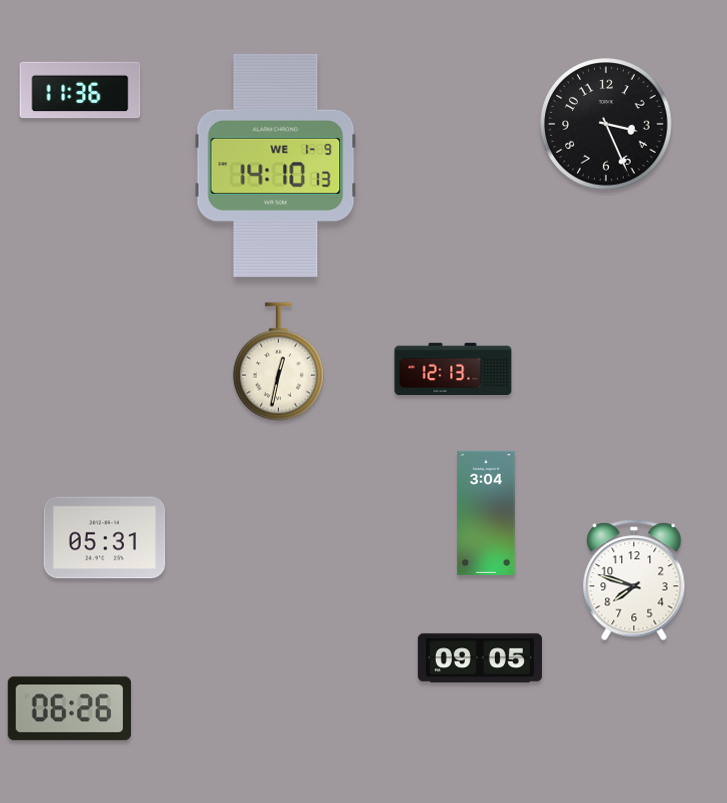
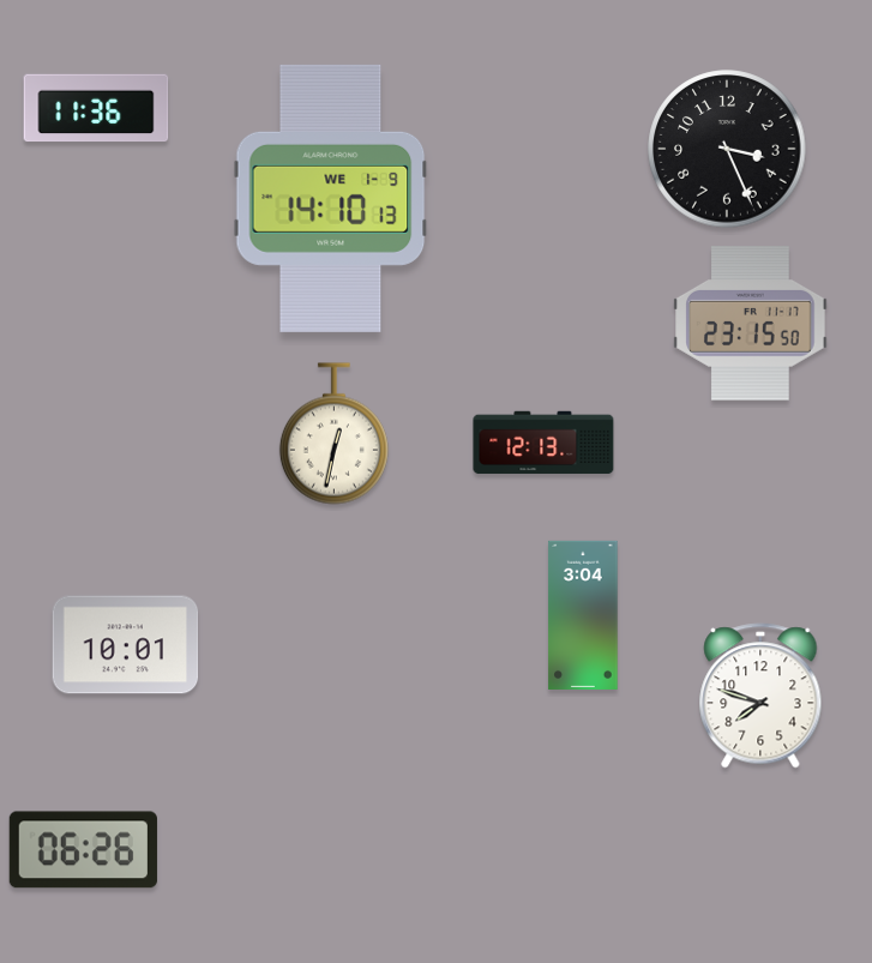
clock at (751, 324): none -> 23:15
clock at (105, 538): 05:31 -> 10:01
clock at (480, 658): 09:05 -> none
